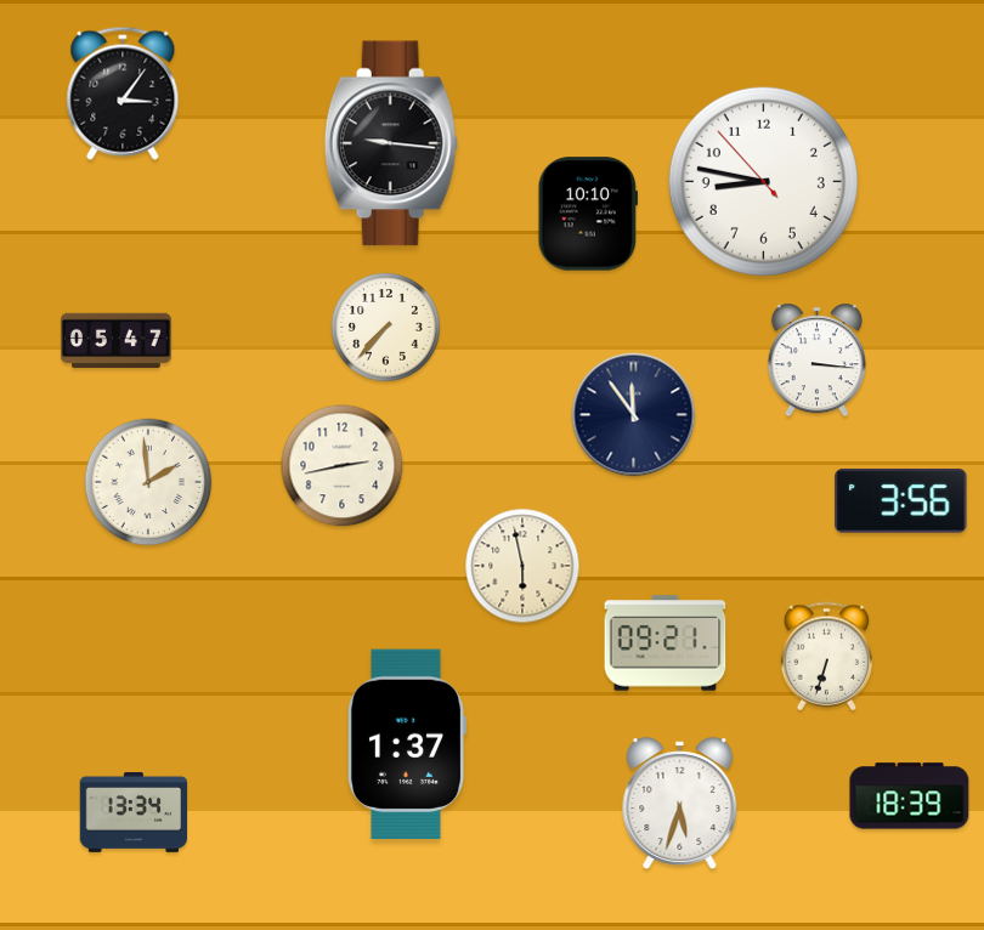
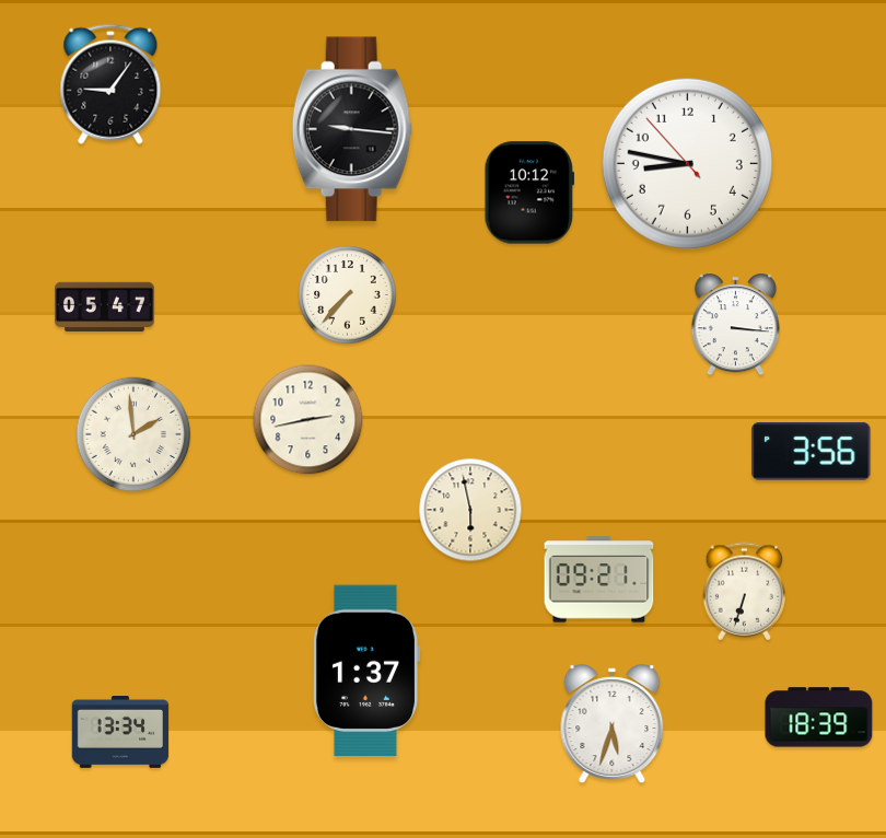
clock at (123, 93): 3:06 -> 9:06
clock at (587, 214): 10:10 -> 10:12
clock at (634, 415): 11:54 -> none
